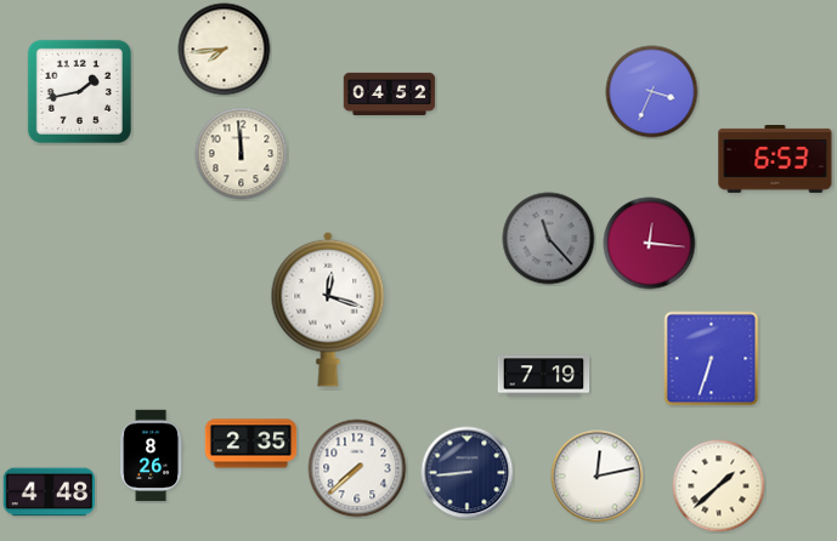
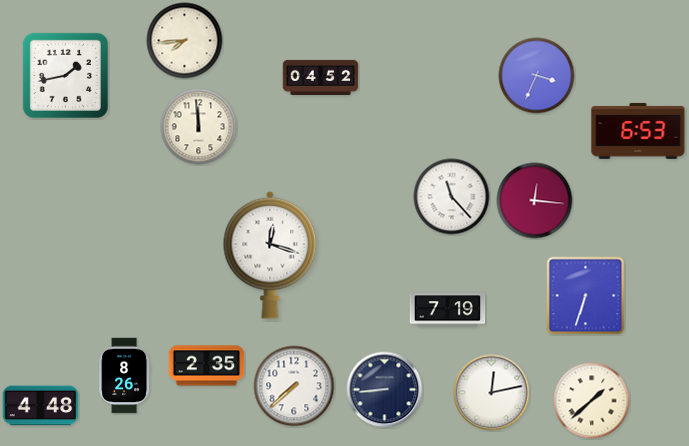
clock at (549, 239) dial: grey -> white
